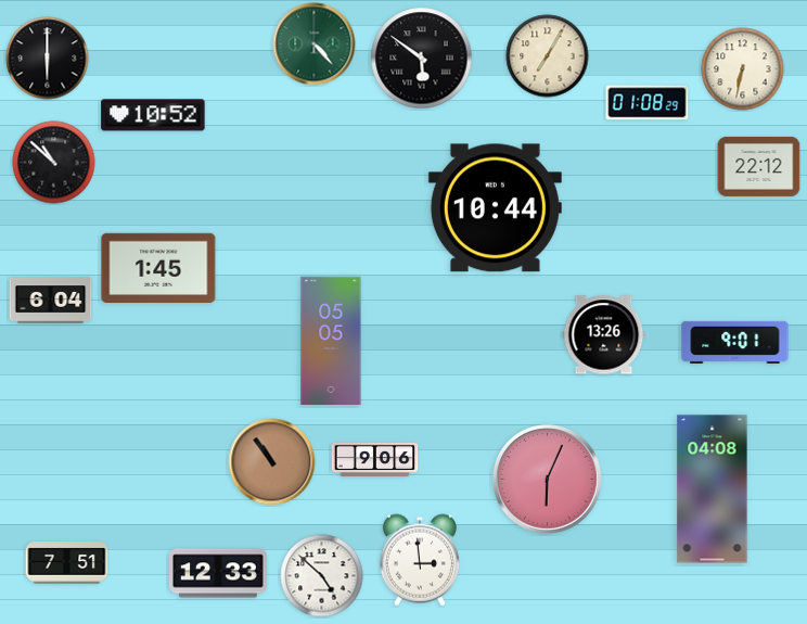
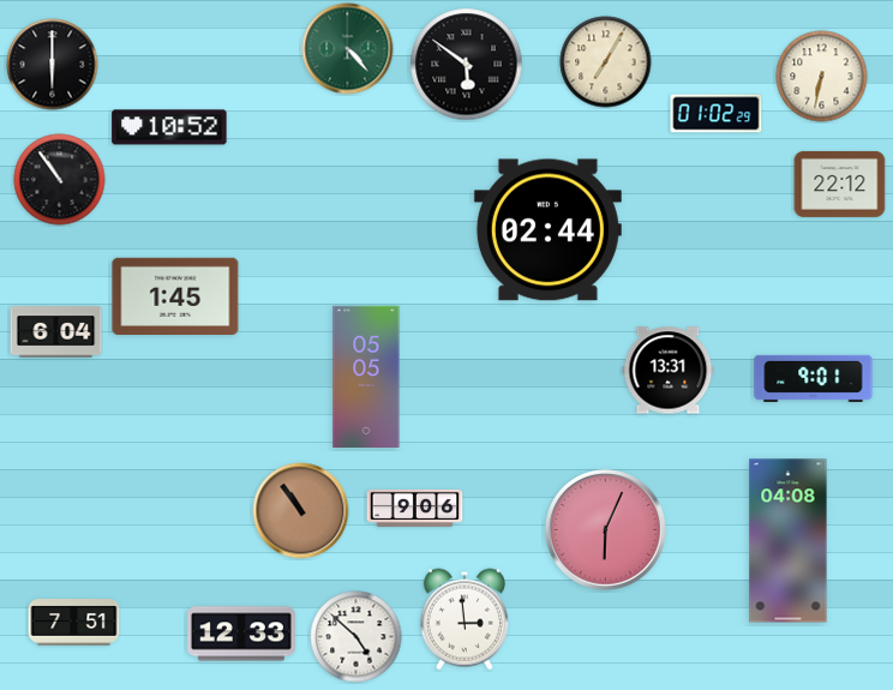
clock at (648, 103): 01:08 -> 01:02
clock at (54, 163): 10:52 -> 10:54
clock at (495, 208): 10:44 -> 02:44
clock at (604, 335): 13:26 -> 13:31
